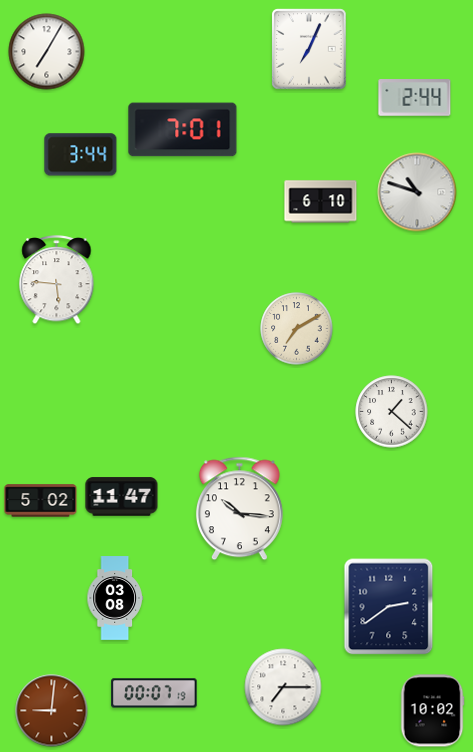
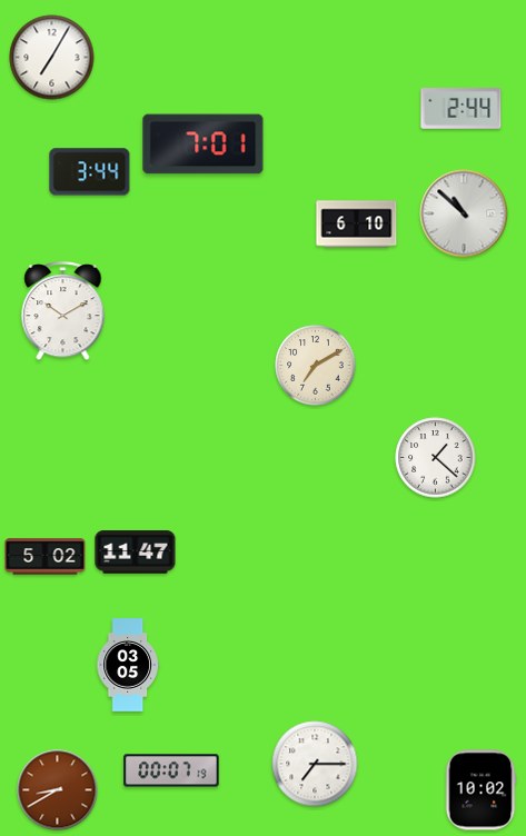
clock at (309, 49): 7:04 -> none
clock at (417, 192): 10:48 -> 10:52
clock at (57, 280): 5:46 -> 10:10
clock at (297, 329) position: (297, 329) -> (316, 366)
clock at (239, 509): 10:16 -> none
clock at (115, 598): 03:08 -> 03:05
clock at (389, 607): 2:39 -> none
clock at (52, 711): 9:01 -> 8:40
